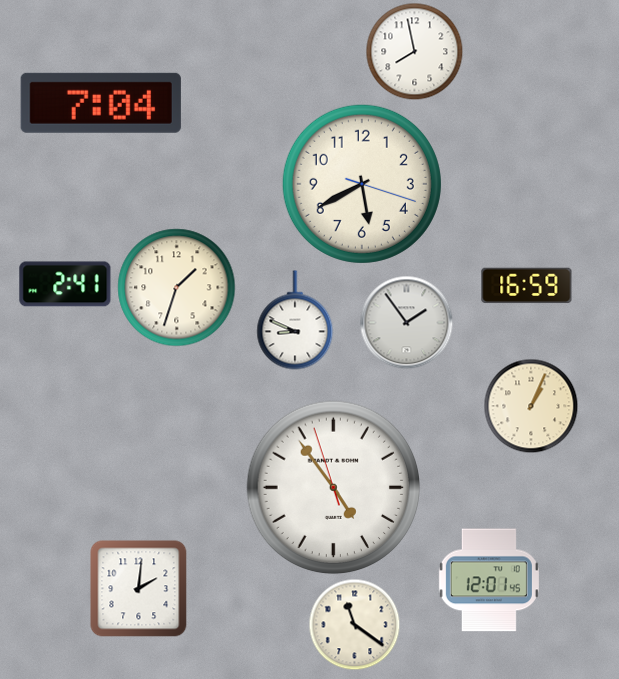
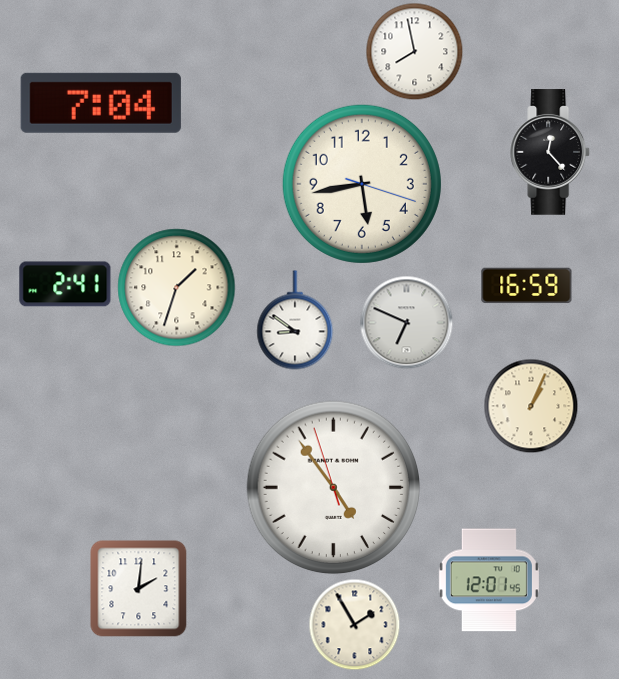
clock at (551, 152): none -> 12:23
clock at (362, 184): 5:40 -> 5:43
clock at (295, 320): 8:49 -> 8:51
clock at (406, 322): 1:54 -> 6:49
clock at (354, 624): 11:21 -> 1:55
